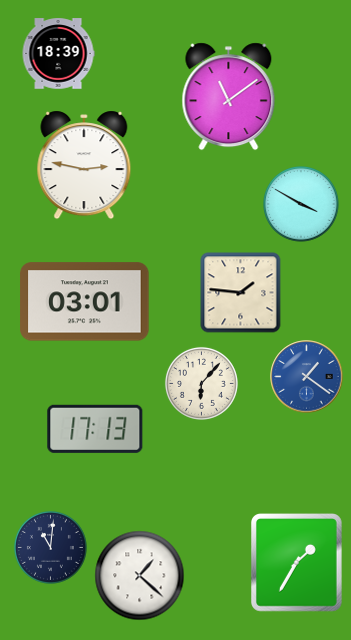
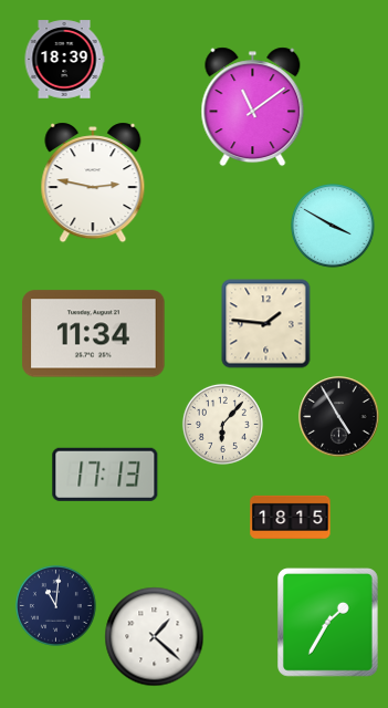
clock at (85, 302): 03:01 -> 11:34
clock at (307, 377): 1:21 -> 4:55
clock at (307, 377) dial: blue -> black
clock at (291, 517): none -> 18:15
